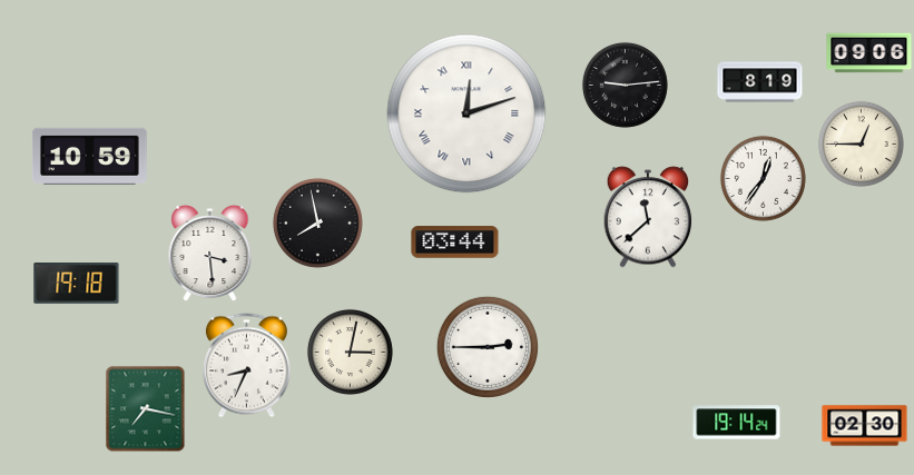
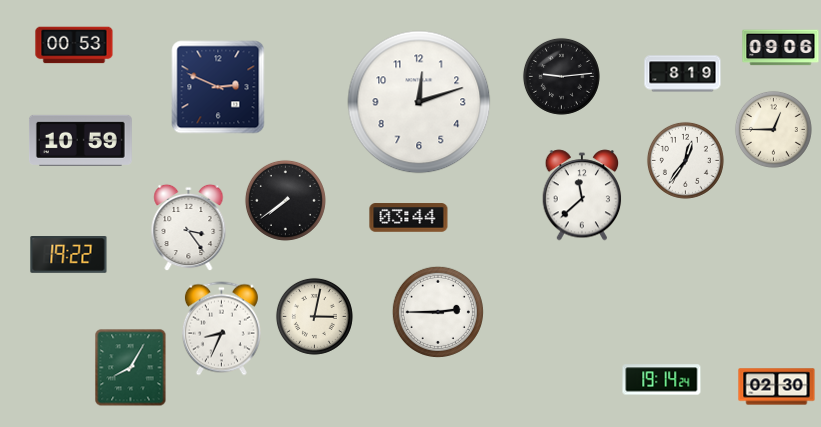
clock at (74, 45): none -> 00:53
clock at (218, 87): none -> 2:49
clock at (466, 113) numerals: Roman -> Arabic
clock at (317, 222): 7:58 -> 7:39
clock at (210, 253): 3:29 -> 3:24
clock at (77, 284): 19:18 -> 19:22
clock at (146, 408): 7:17 -> 8:05
clock at (865, 426) position: (865, 426) -> (777, 387)
